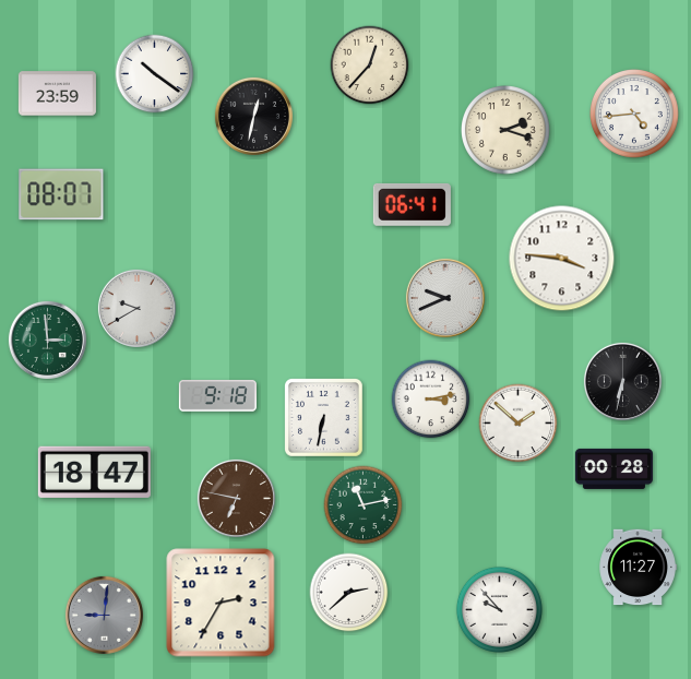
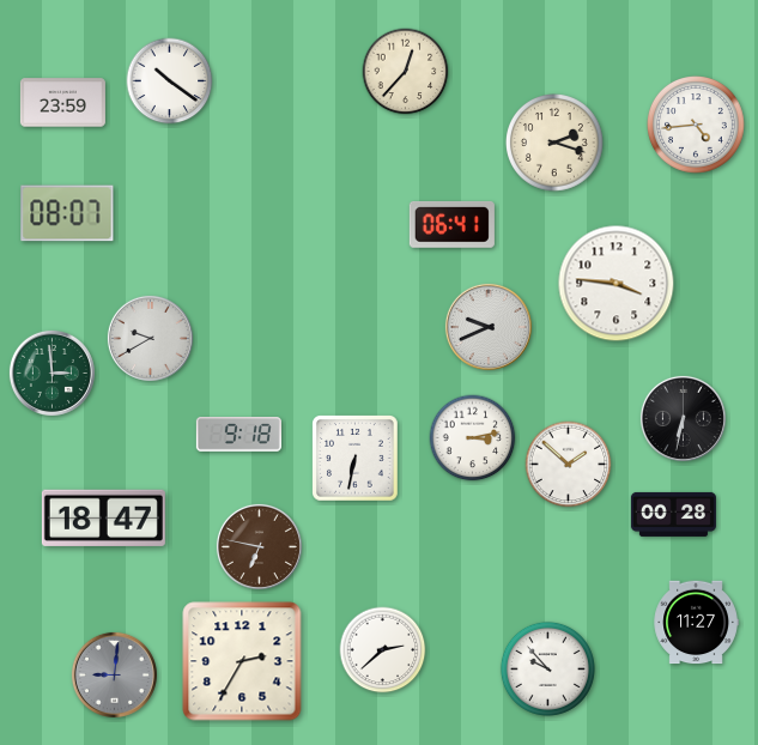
clock at (253, 116): 12:32 -> none
clock at (364, 505): 11:13 -> none
clock at (638, 568) position: (638, 568) -> (696, 623)
